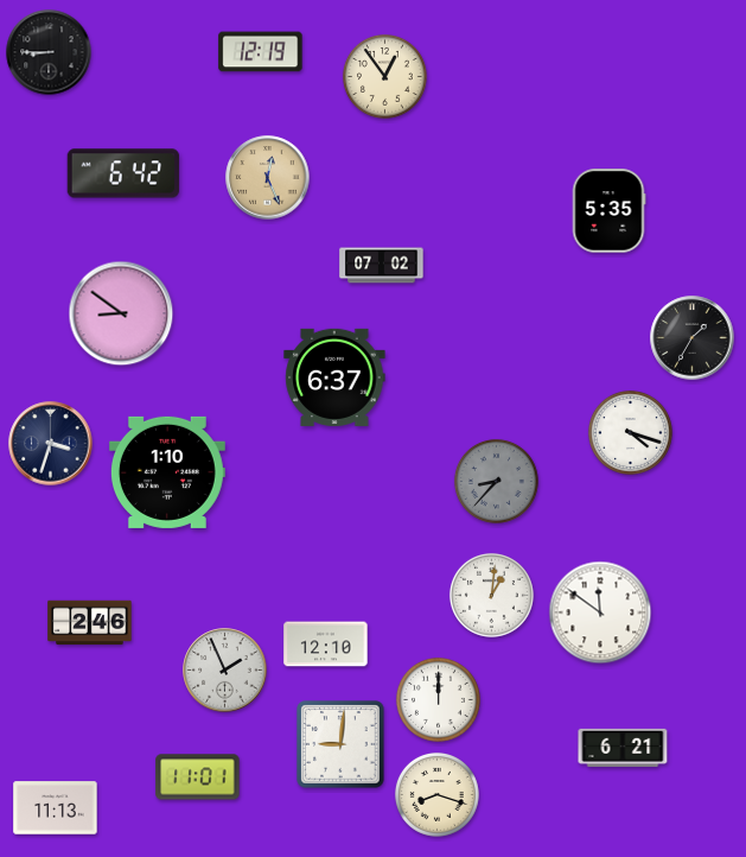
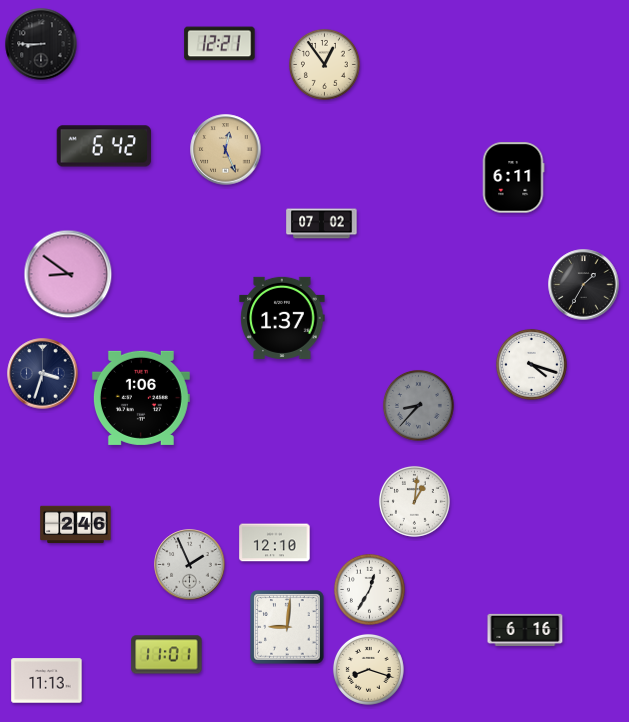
clock at (261, 52): 12:19 -> 12:21
clock at (608, 211): 5:35 -> 6:11
clock at (121, 313) position: (121, 313) -> (68, 274)
clock at (334, 377): 6:37 -> 1:37
clock at (167, 472): 1:10 -> 1:06
clock at (600, 612): 11:51 -> none
clock at (438, 699): 12:00 -> 12:35
clock at (623, 748): 6:21 -> 6:16
